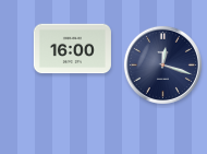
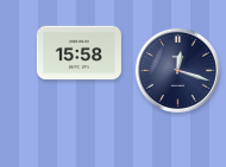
clock at (72, 49): 16:00 -> 15:58
